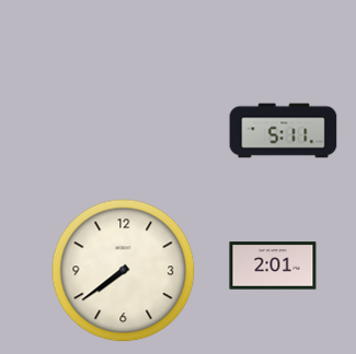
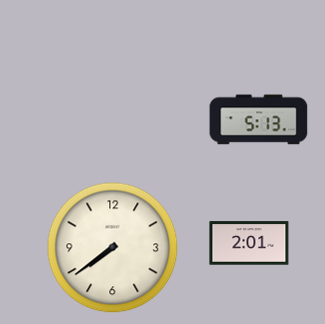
clock at (284, 131): 5:11 -> 5:13
